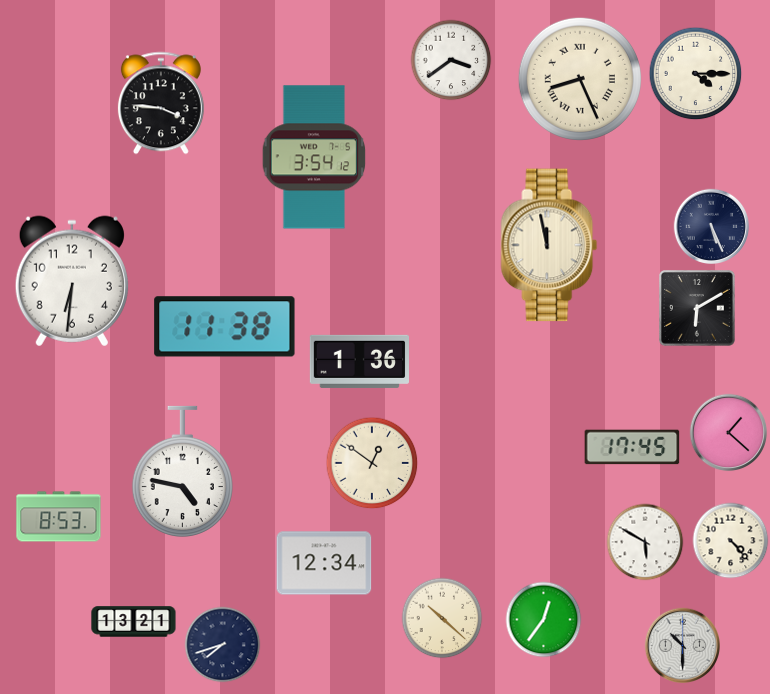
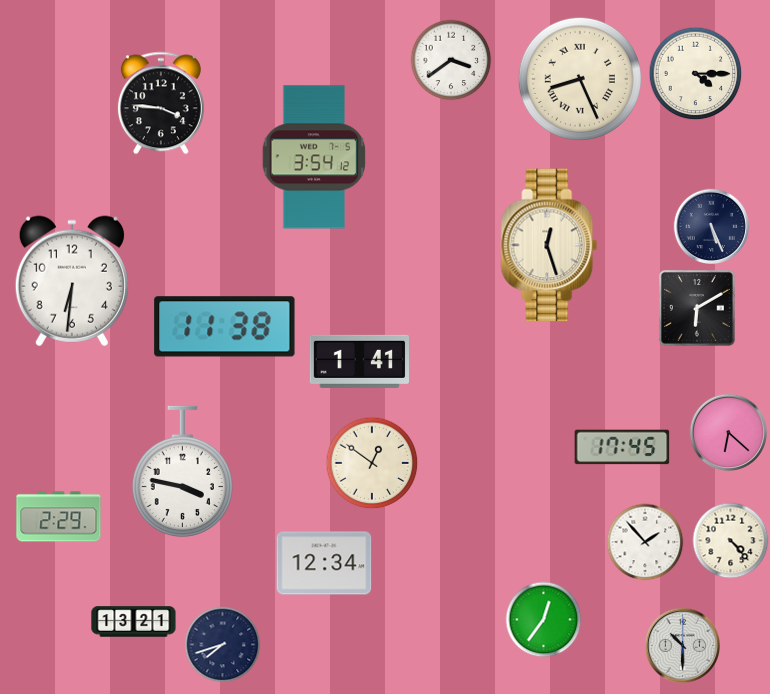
clock at (549, 245): 11:58 -> 12:27
clock at (359, 361): 1:36 -> 1:41
clock at (729, 433): 1:22 -> 6:22
clock at (632, 447) position: (632, 447) -> (622, 447)
clock at (182, 471): 4:47 -> 3:47
clock at (59, 517): 8:53 -> 2:29
clock at (645, 542): 5:50 -> 1:53
clock at (442, 618): 10:22 -> none
